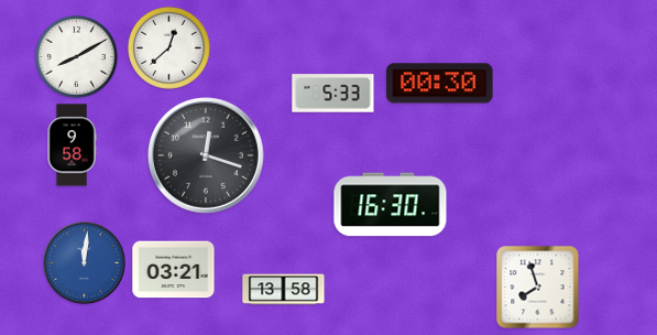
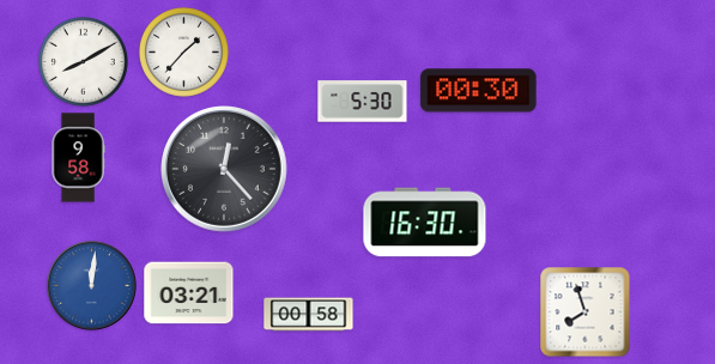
clock at (169, 48): 12:38 -> 1:37
clock at (333, 94): 5:33 -> 5:30
clock at (207, 156): 12:18 -> 12:23
clock at (284, 290): 13:58 -> 00:58
